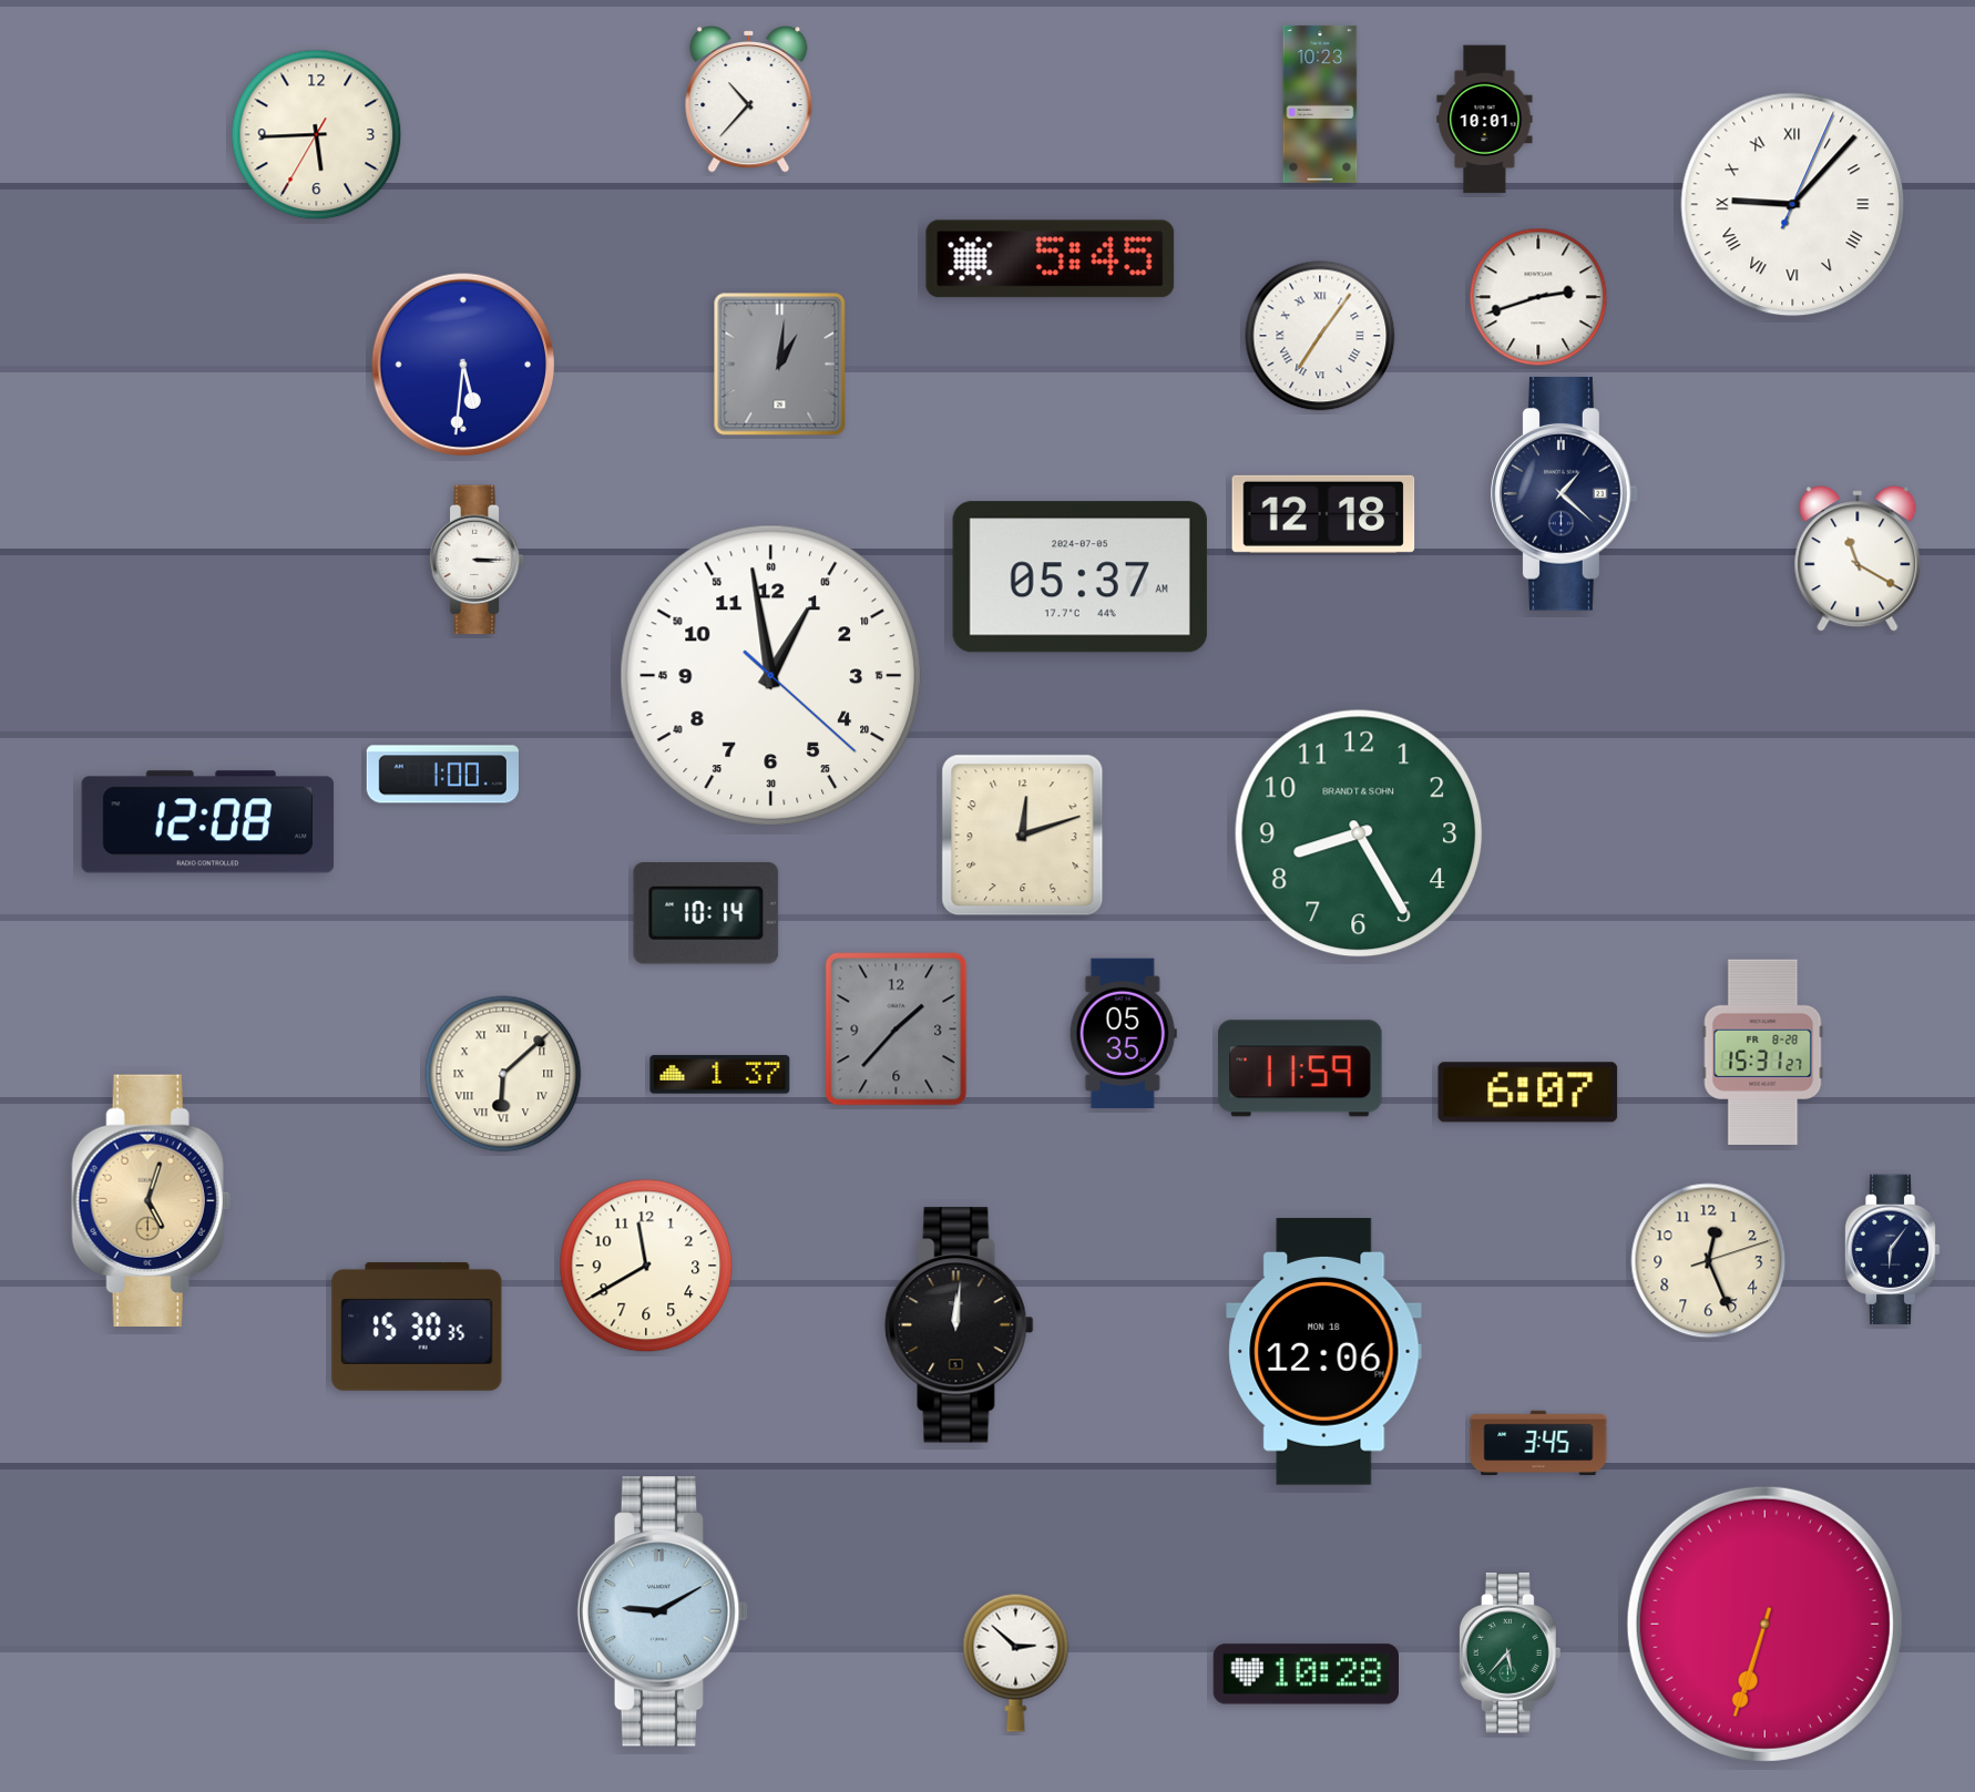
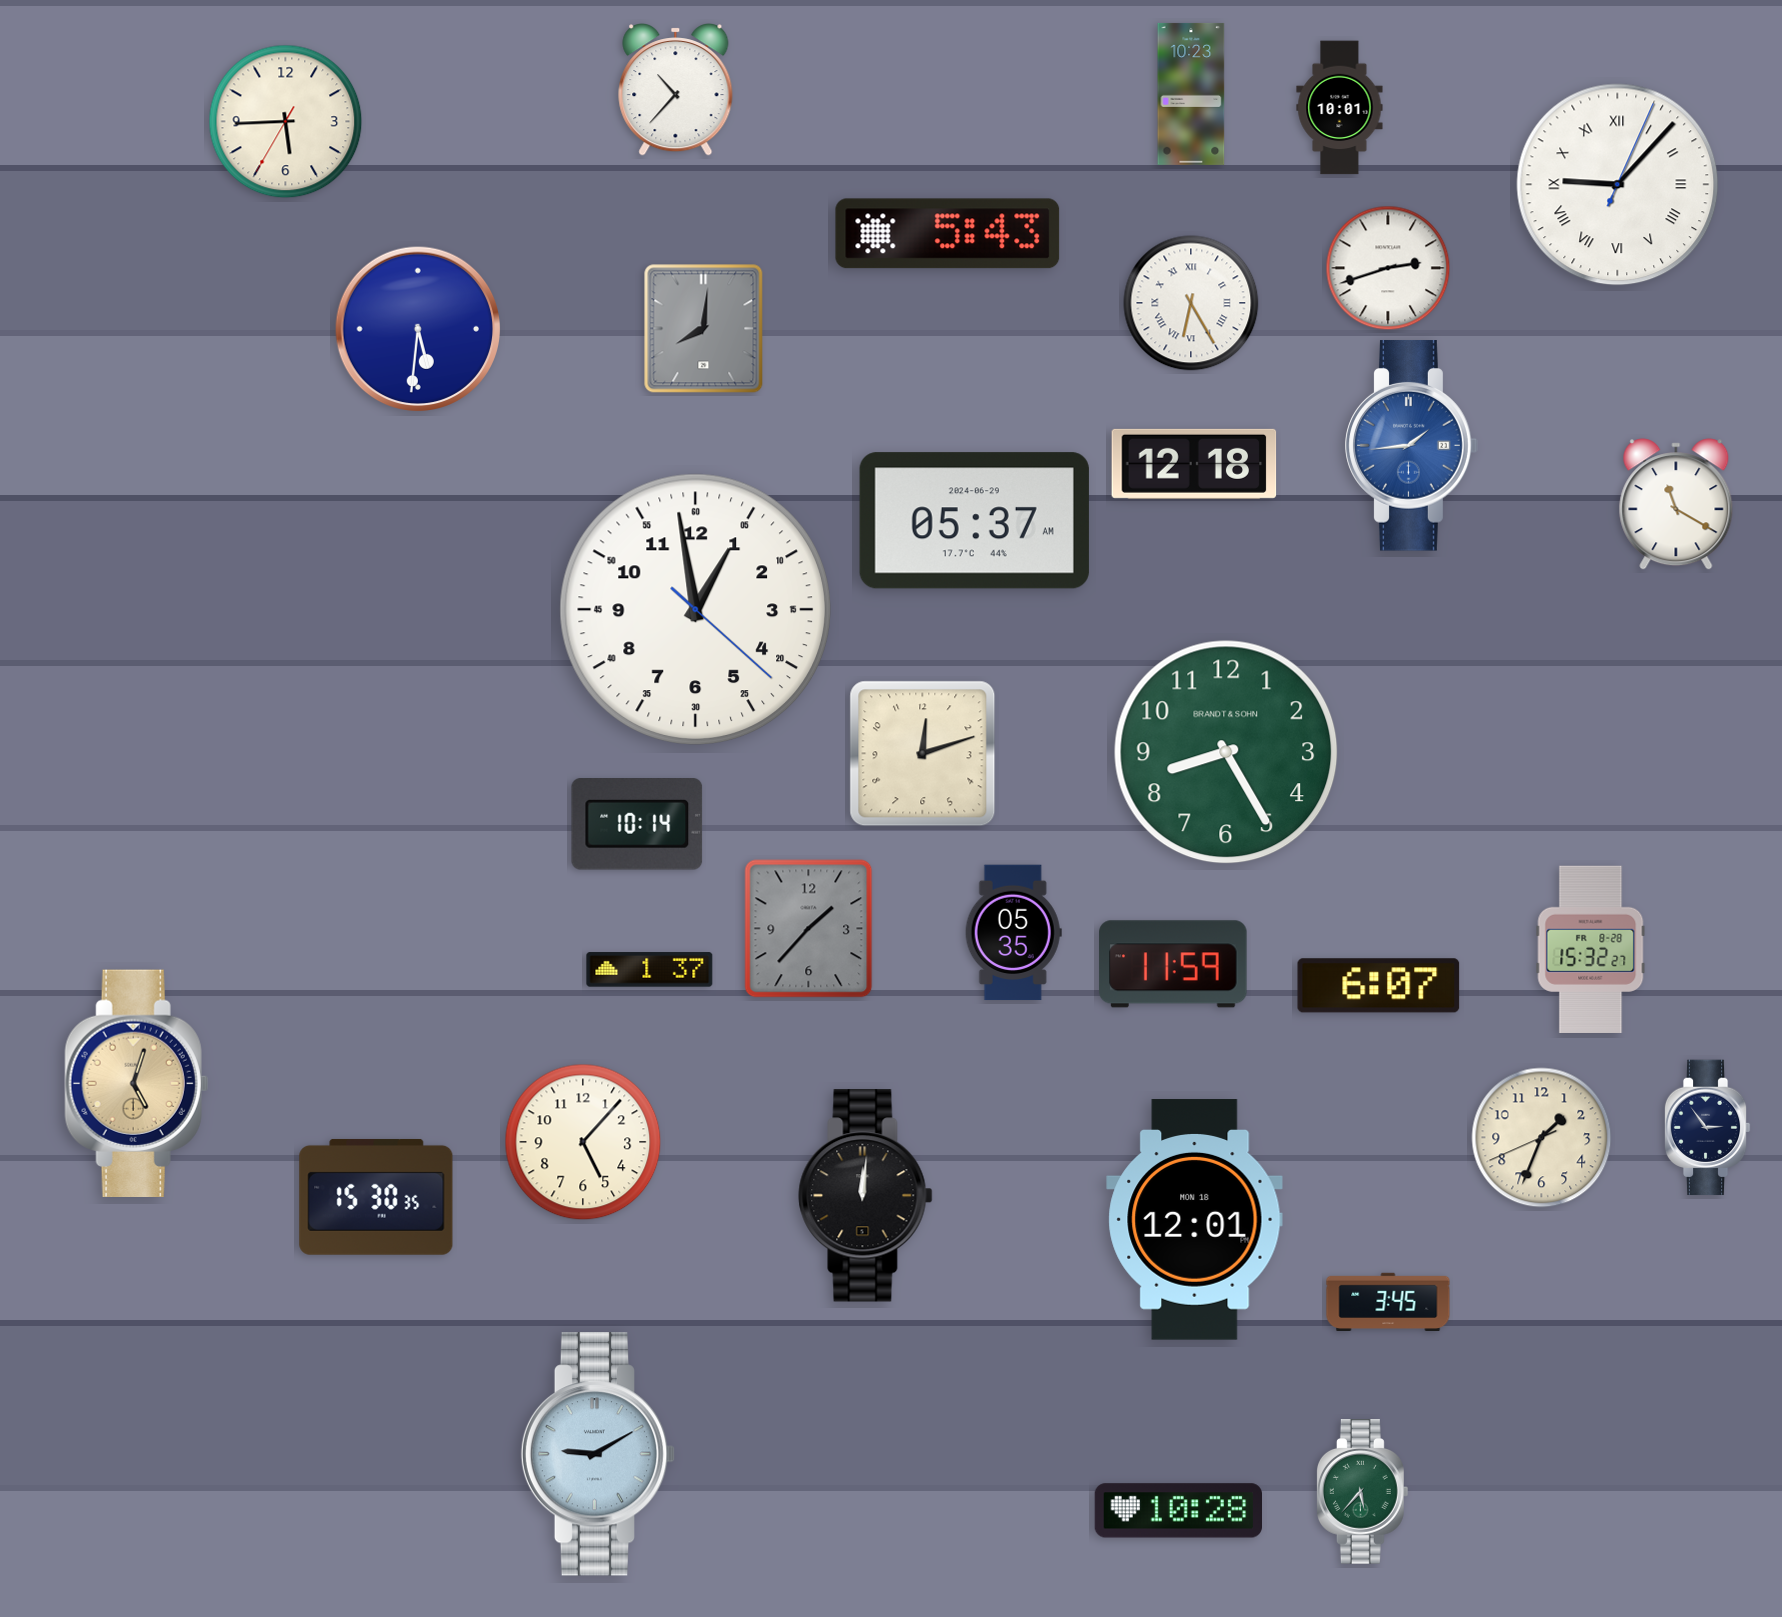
clock at (1051, 259): 5:45 -> 5:43
clock at (1320, 336): 7:06 -> 6:25
clock at (780, 365): 1:01 -> 8:01
clock at (1565, 494): 1:22 -> 1:44
clock at (1565, 494) dial: navy -> blue
clock at (477, 560): 3:15 -> none
clock at (1079, 577) date: 2024-07-05 -> 2024-06-29
clock at (442, 775): 1:00 -> none
clock at (208, 822): 12:08 -> none
clock at (1763, 1052): 15:31 -> 15:32
clock at (503, 1074): 6:08 -> none
clock at (1892, 1250): 6:06 -> 2:54
clock at (1709, 1261): 12:26 -> 1:33
clock at (646, 1266): 11:40 -> 5:07
clock at (1324, 1352): 12:06 -> 12:01
clock at (1764, 1624): 6:33 -> none
clock at (1016, 1662): 2:52 -> none
